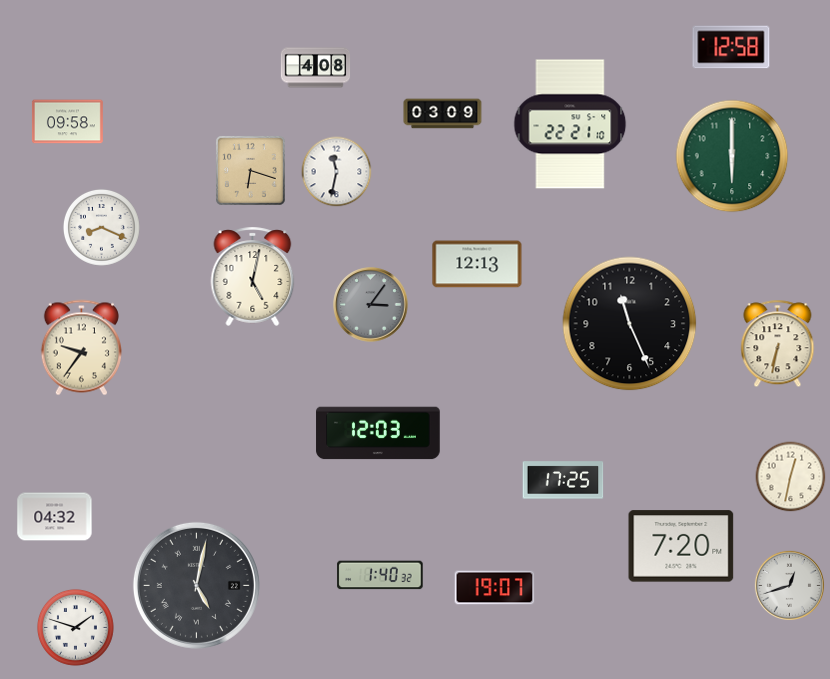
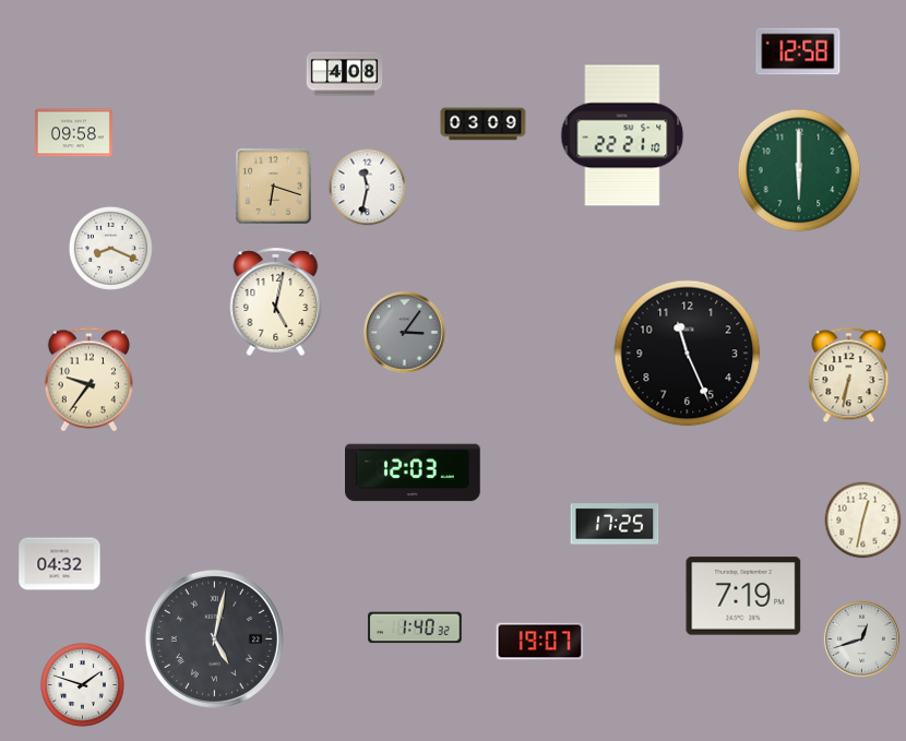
clock at (477, 264): 12:13 -> none
clock at (681, 546): 7:20 -> 7:19
